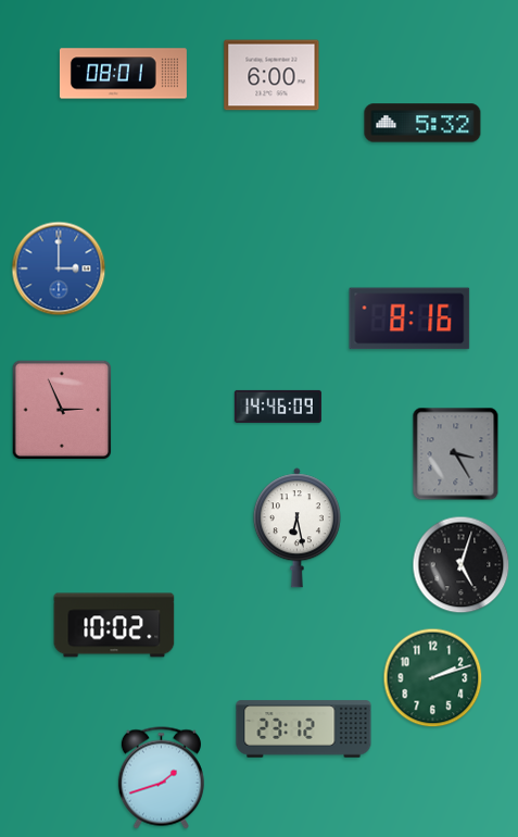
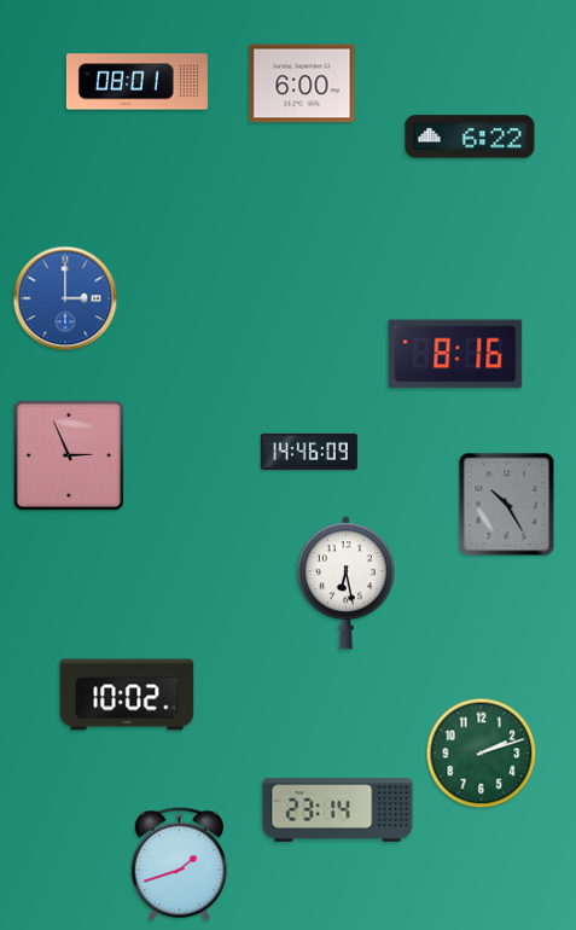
clock at (422, 123): 5:32 -> 6:22
clock at (456, 454): 3:25 -> 10:25
clock at (296, 528) position: (296, 528) -> (345, 583)
clock at (462, 565): 5:03 -> none
clock at (304, 729): 23:12 -> 23:14
